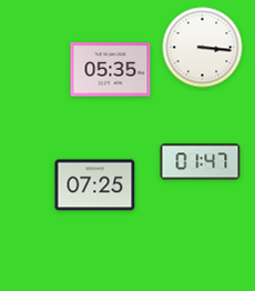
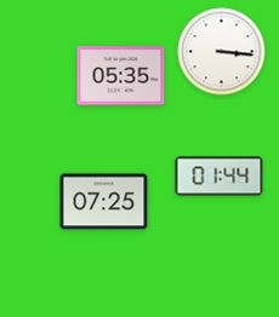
clock at (201, 162): 01:47 -> 01:44
